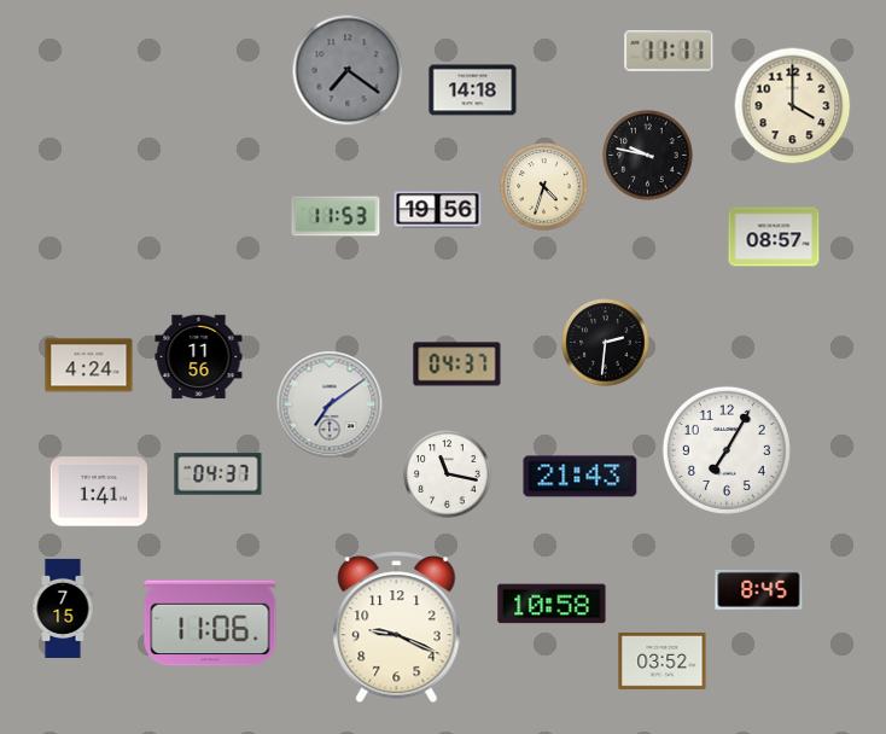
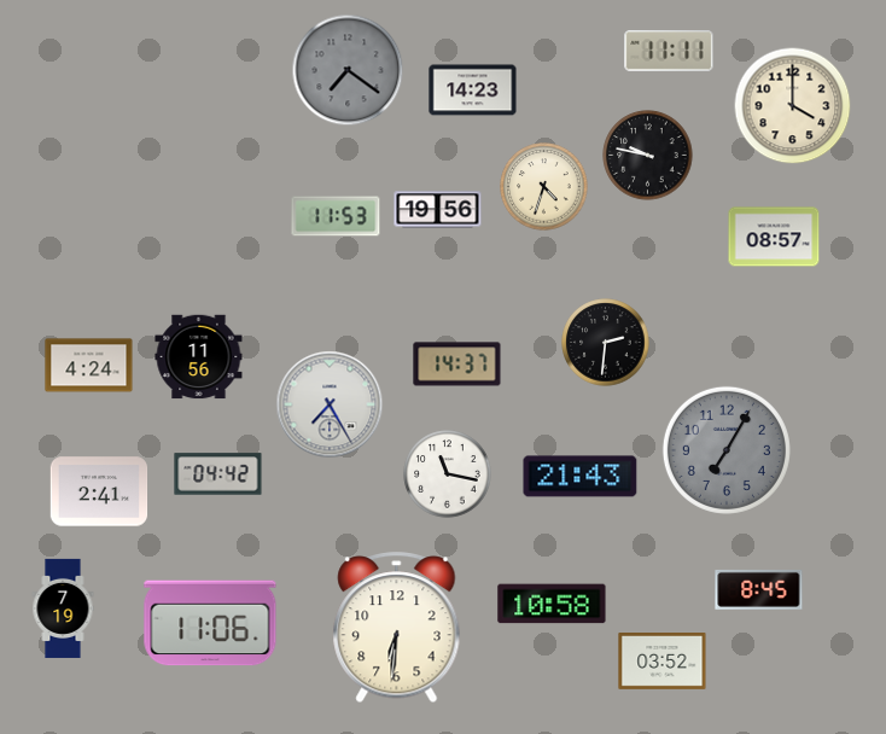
clock at (473, 91): 14:18 -> 14:23
clock at (457, 365): 04:37 -> 14:37
clock at (330, 404): 7:09 -> 7:25
clock at (727, 450) dial: white -> grey
clock at (218, 474): 04:37 -> 04:42
clock at (99, 491): 1:41 -> 2:41
clock at (63, 608): 7:15 -> 7:19
clock at (397, 628): 9:19 -> 6:31
